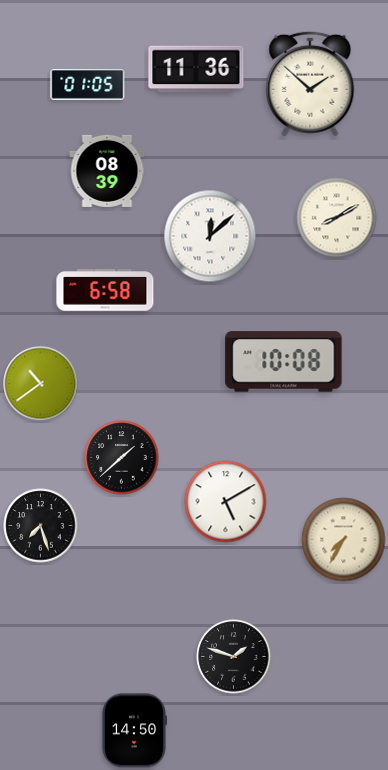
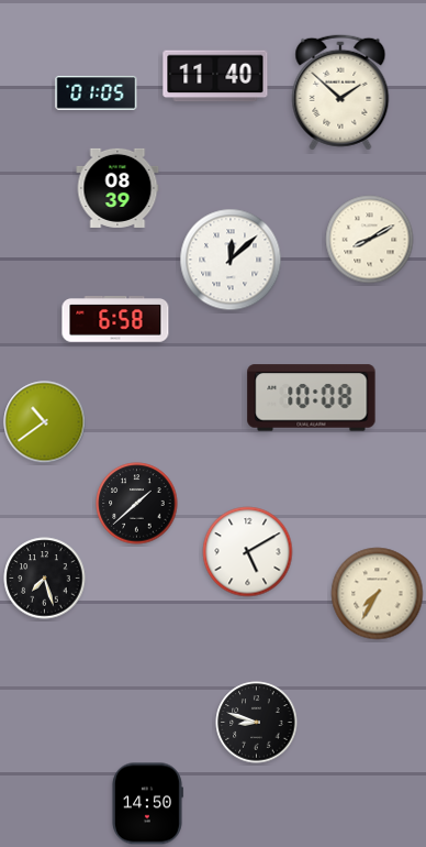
clock at (196, 69): 11:36 -> 11:40
clock at (122, 458) position: (122, 458) -> (137, 504)
clock at (234, 657): 1:48 -> 8:48
